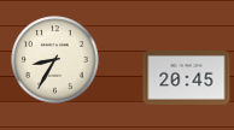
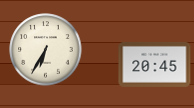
clock at (55, 60): 8:35 -> 6:35
